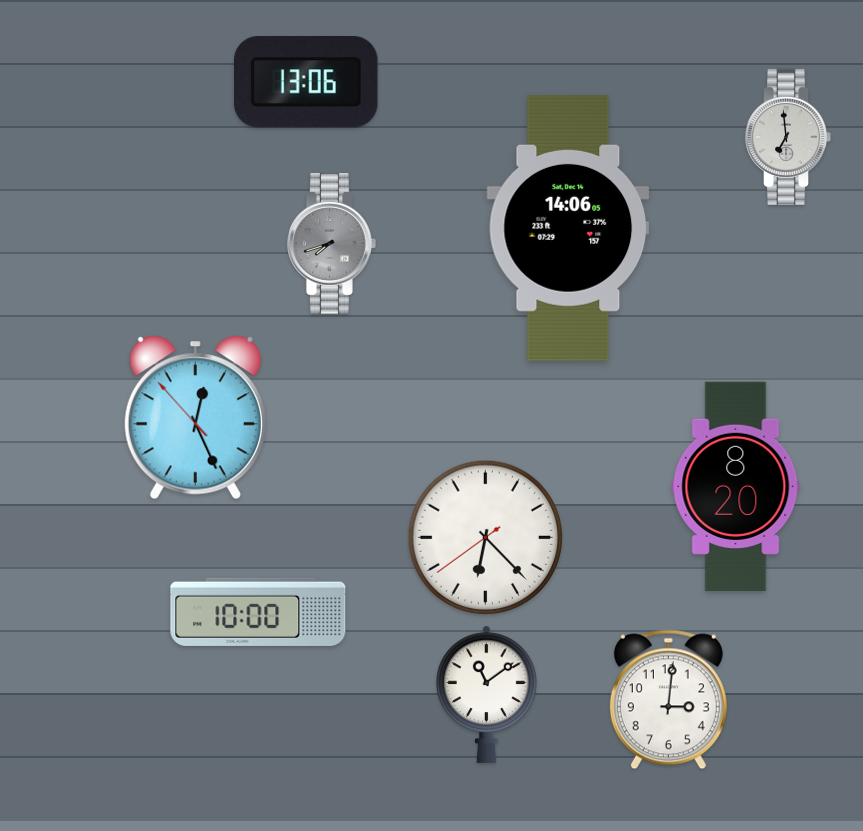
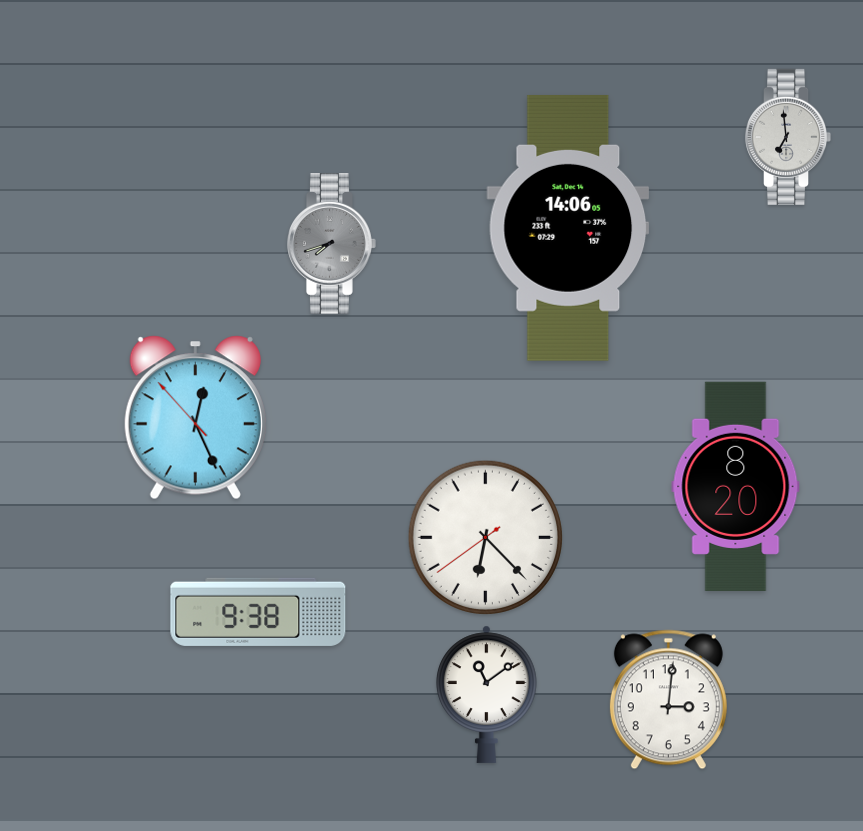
clock at (306, 83): 13:06 -> none
clock at (258, 612): 10:00 -> 9:38
